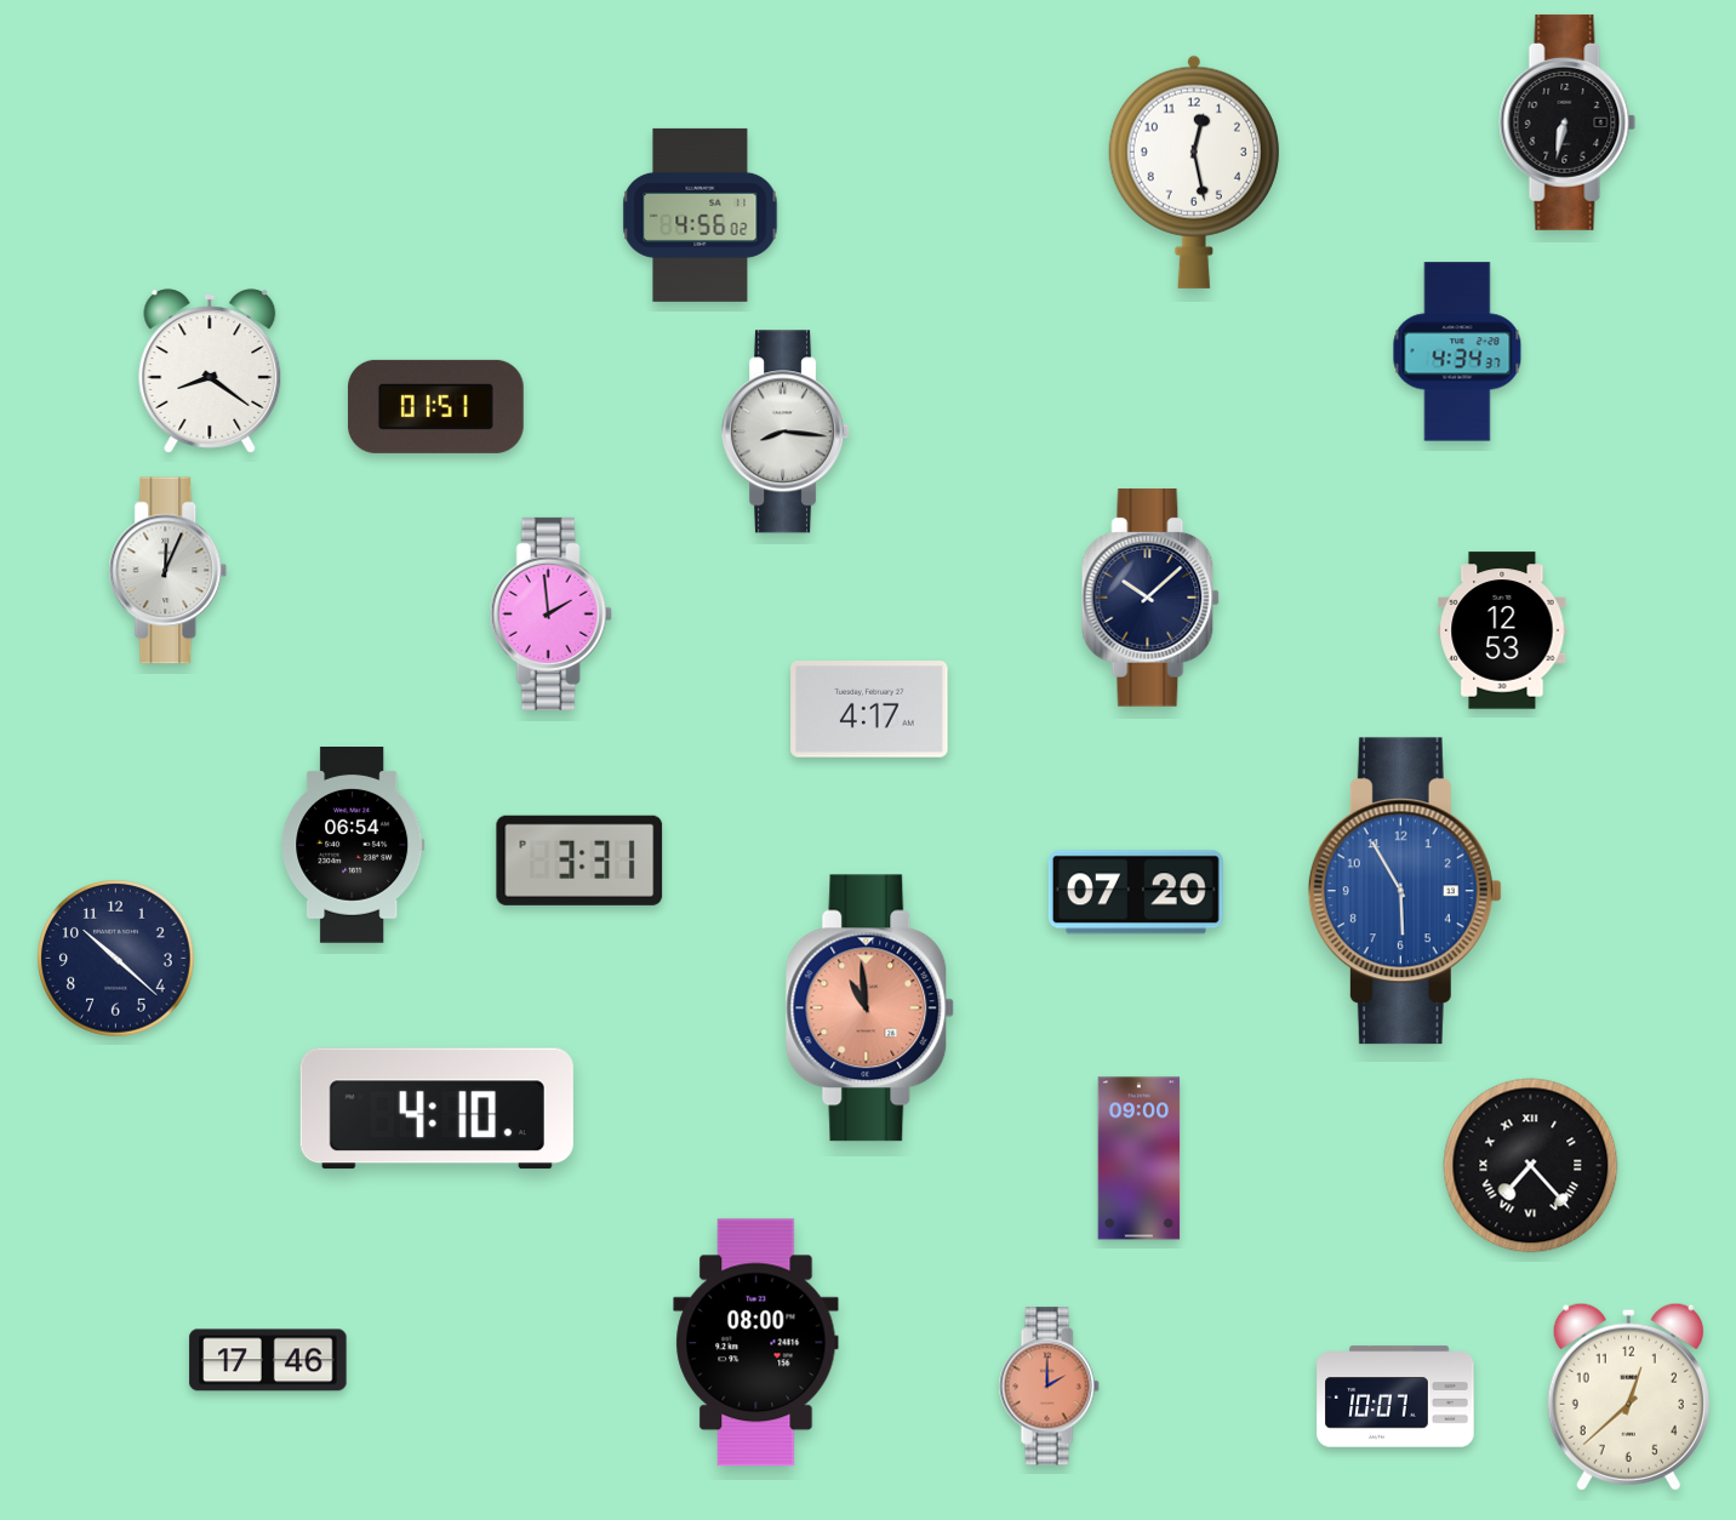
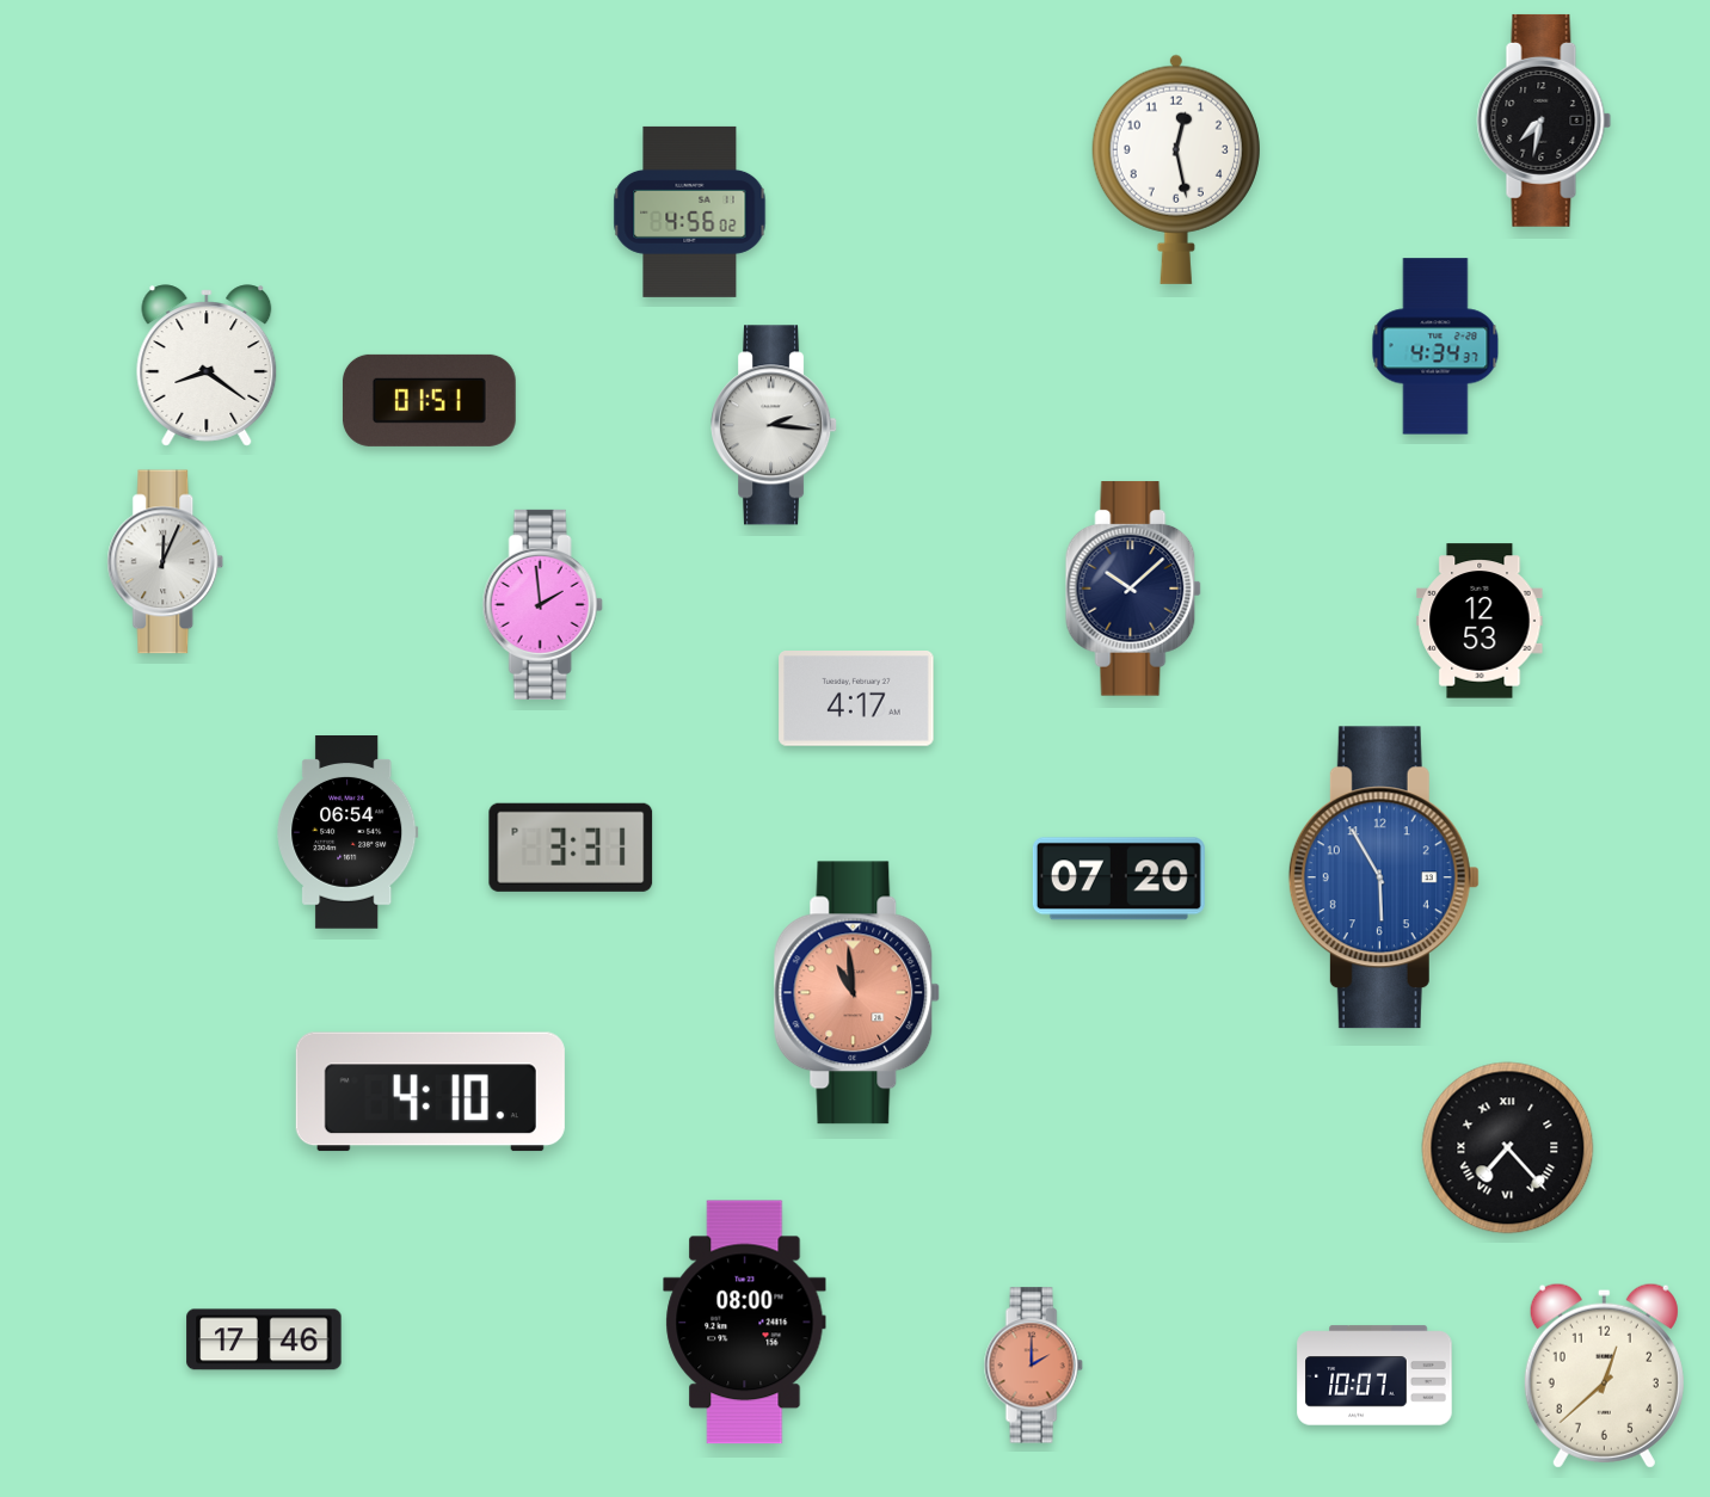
clock at (1567, 122): 6:32 -> 7:32
clock at (787, 432): 8:16 -> 2:16
clock at (116, 959): 10:22 -> none
clock at (1140, 1159): 09:00 -> none
